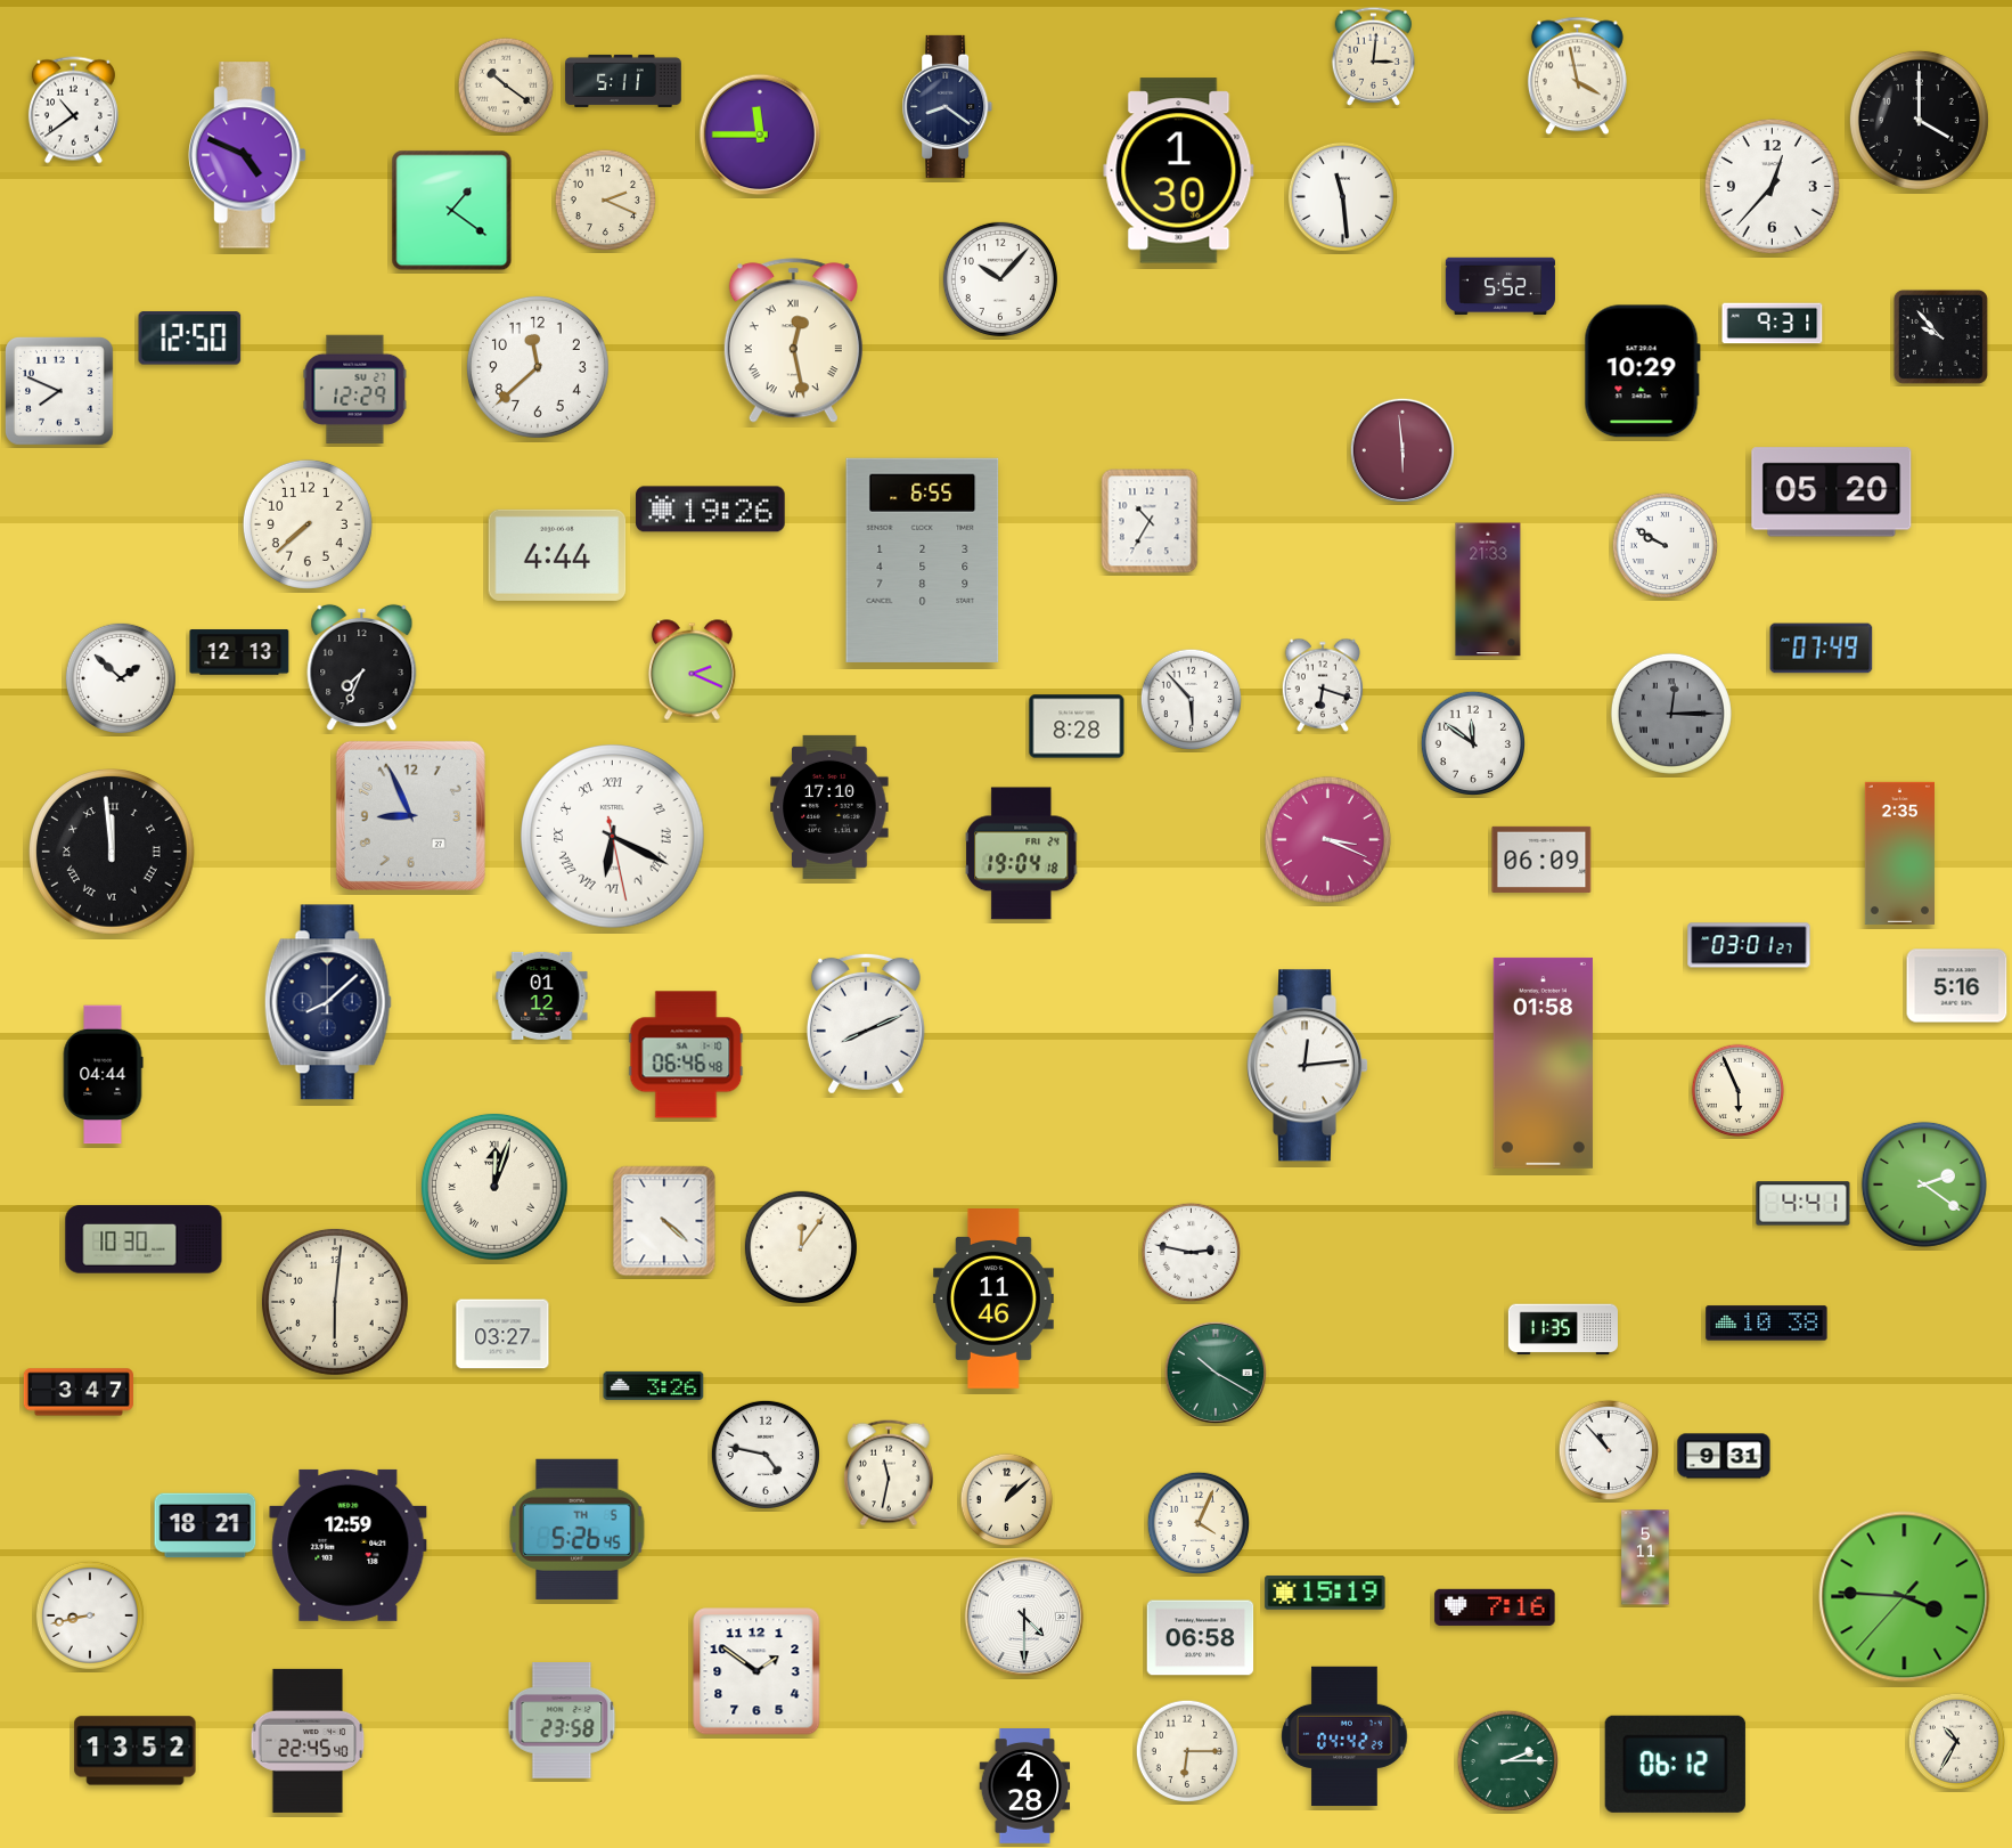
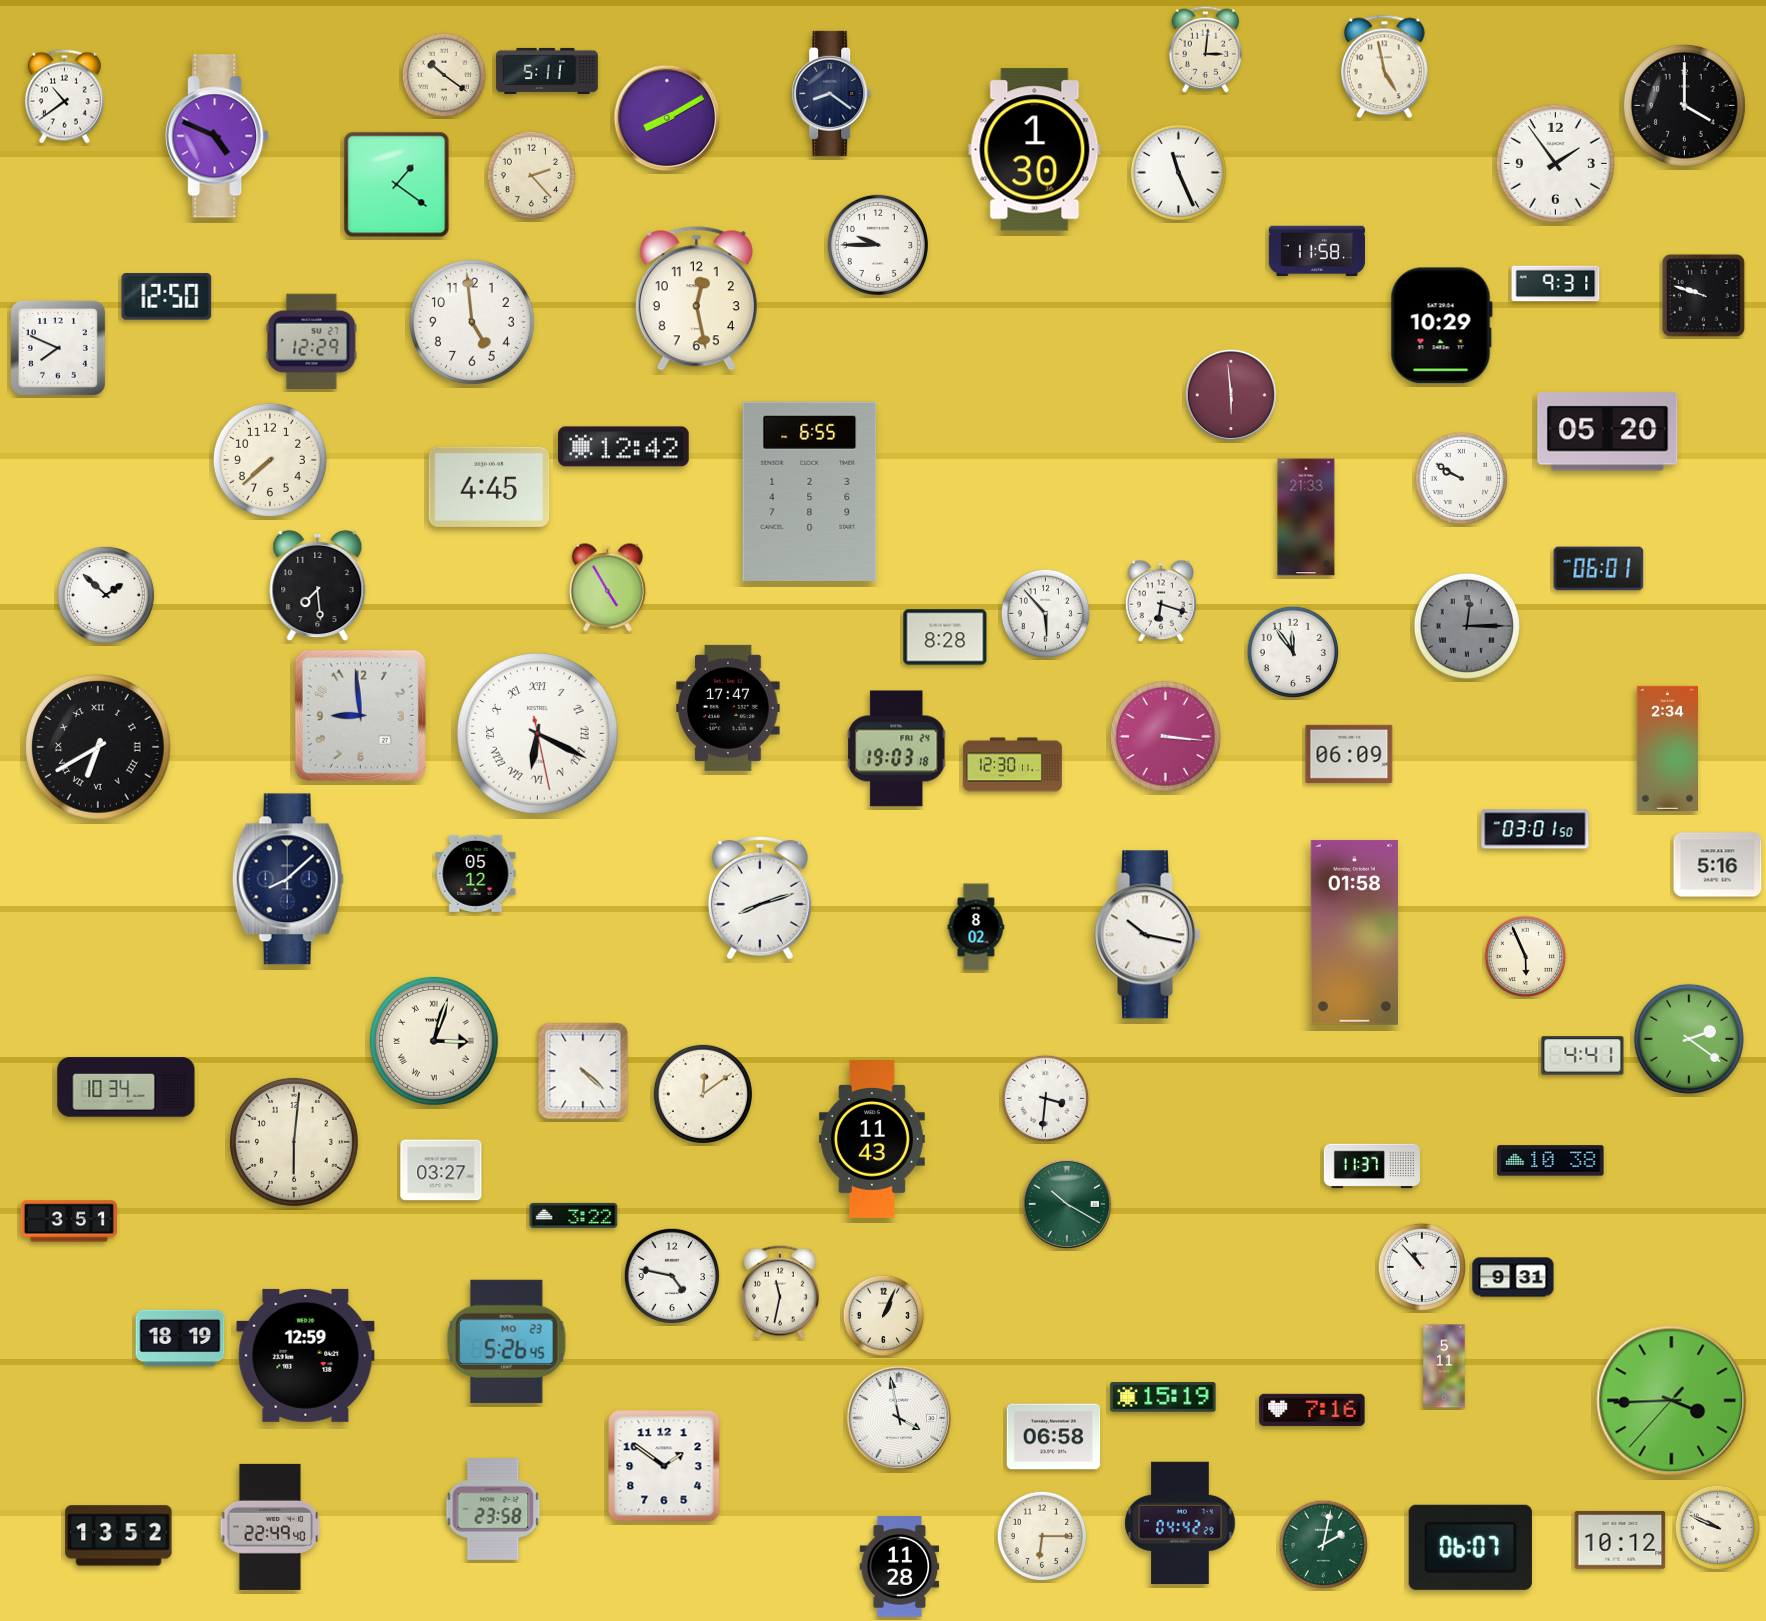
clock at (1577, 76): 3:58 -> 4:58
clock at (760, 135): 11:45 -> 8:10
clock at (1772, 186): 12:37 -> 1:54
clock at (1342, 196): 11:29 -> 11:26
clock at (605, 200): 2:19 -> 2:23
clock at (1000, 279): 10:07 -> 9:45
clock at (1500, 286): 5:52 -> 11:58
clock at (1940, 336): 9:53 -> 9:48
clock at (793, 341) numerals: Roman -> Arabic
clock at (538, 367): 11:38 -> 4:59
clock at (59, 391) position: (59, 391) -> (58, 348)
clock at (711, 510): 19:26 -> 12:42
clock at (1150, 521): 10:35 -> none
clock at (557, 555): 4:44 -> 4:45
clock at (1822, 649): 07:49 -> 06:01
clock at (239, 652): 12:13 -> none
clock at (362, 668): 7:34 -> 7:29
clock at (692, 670): 2:19 -> 4:55
clock at (1472, 742): 11:51 -> 11:54
clock at (829, 807): 17:10 -> 17:47
clock at (410, 815): 8:56 -> 8:59
clock at (1327, 839): 3:19 -> 3:16
clock at (113, 853): 11:59 -> 6:40
clock at (1899, 853): 2:35 -> 2:34
clock at (1022, 854): 19:04 -> 19:03
clock at (1541, 860) position: (1541, 860) -> (1349, 754)
clock at (1012, 765): none -> 12:30
clock at (1749, 945): 03:01:27 -> 03:01:50
clock at (542, 995): 01:12 -> 05:12
clock at (866, 1024): 8:11 -> 8:12
clock at (686, 1055): 06:46 -> none
clock at (976, 927): none -> 8:02
clock at (1308, 1066): 12:14 -> 10:17
clock at (103, 1075): 04:44 -> none
clock at (494, 1187): 12:03 -> 3:03
clock at (144, 1239): 10:30 -> 10:34
clock at (801, 1247): 12:06 -> 12:09
clock at (1192, 1253): 2:47 -> 3:31
clock at (993, 1300): 11:46 -> 11:43
clock at (1563, 1329): 11:35 -> 11:37
clock at (654, 1385): 3:26 -> 3:22
clock at (79, 1392): 3:47 -> 3:51
clock at (1608, 1449) position: (1608, 1449) -> (1421, 1266)
clock at (1007, 1500): 1:08 -> 1:04
clock at (1197, 1522): 4:04 -> none
clock at (205, 1525): 18:21 -> 18:19
clock at (578, 1529) date: TH 5 -> MO 23
clock at (1905, 1597): 3:45 -> 3:44
clock at (90, 1615): 8:43 -> none
clock at (1024, 1617): 4:30 -> 3:58
clock at (308, 1741): 22:45 -> 22:49
clock at (1957, 1742): 10:35 -> 9:49
clock at (1620, 1540): none -> 10:12
clock at (1507, 1760): 2:15 -> 2:02
clock at (1675, 1764): 06:12 -> 06:07
clock at (1025, 1786): 4:28 -> 11:28
